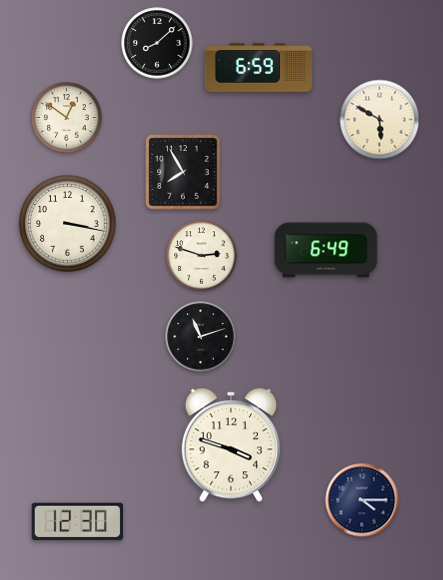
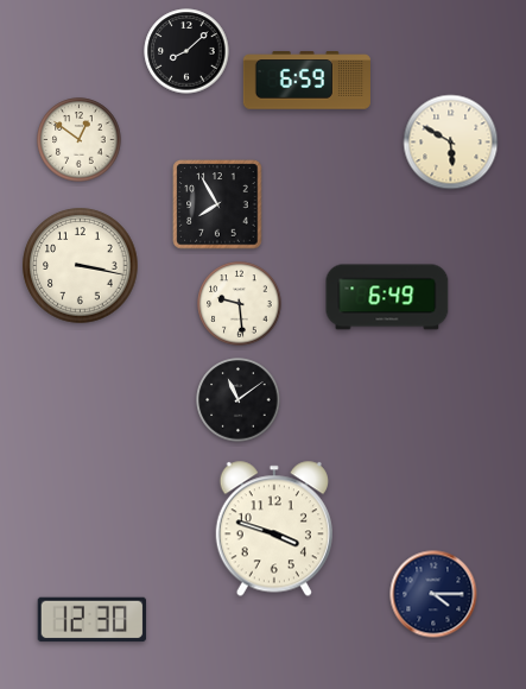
clock at (202, 256): 2:48 -> 9:29
clock at (201, 337): 11:12 -> 11:09
clock at (362, 500) position: (362, 500) -> (433, 594)
